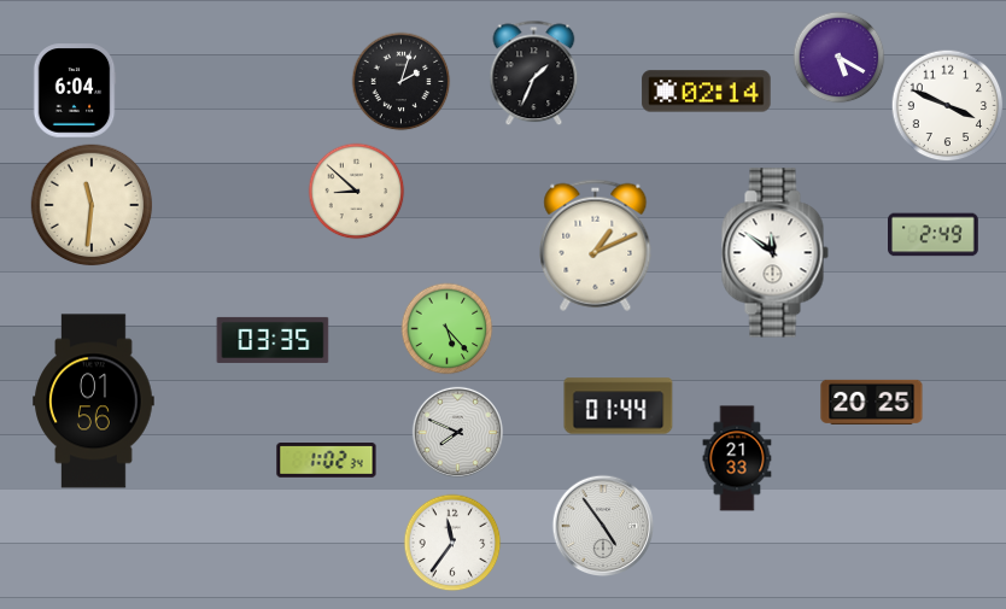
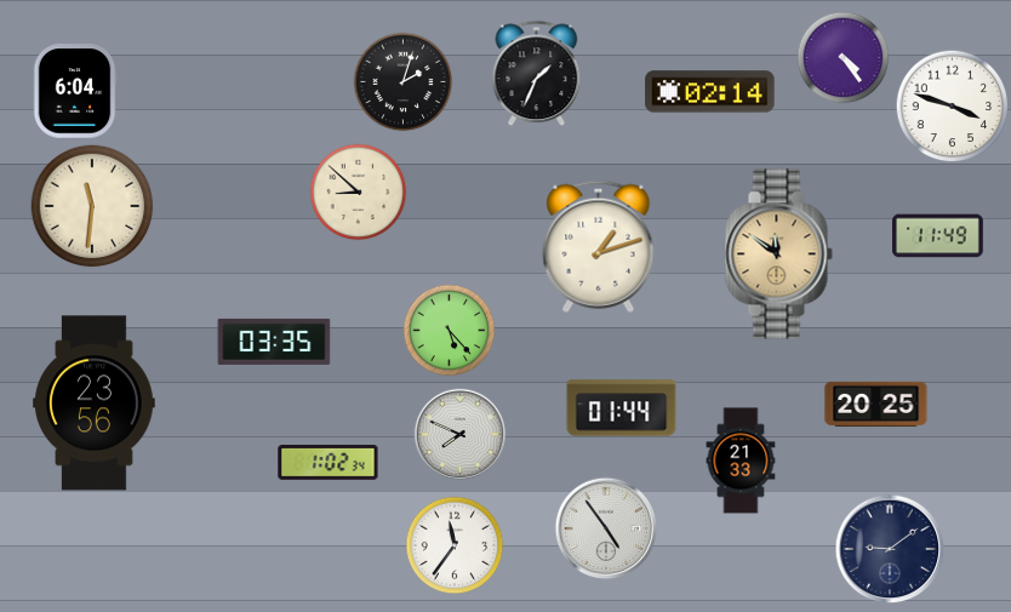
clock at (840, 58): 5:20 -> 4:24
clock at (948, 106): 3:49 -> 3:48
clock at (934, 235): 2:49 -> 11:49
clock at (596, 245): 1:11 -> 1:12
clock at (774, 253) dial: white -> champagne
clock at (94, 402): 01:56 -> 23:56
clock at (890, 549): none -> 9:09
